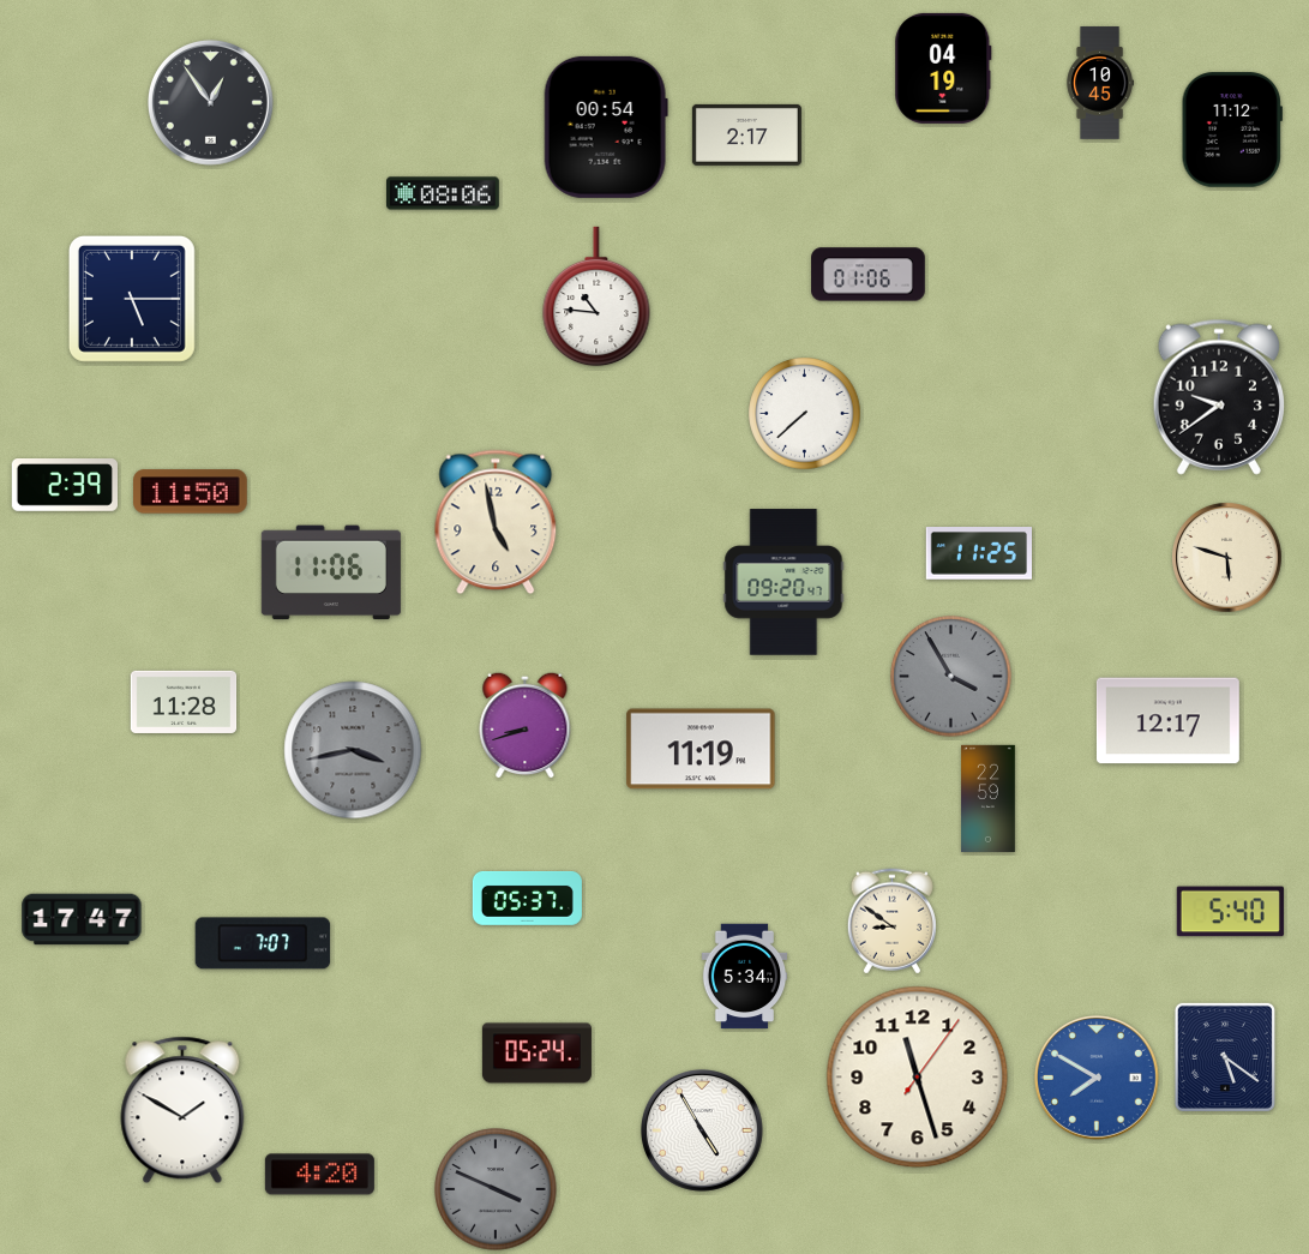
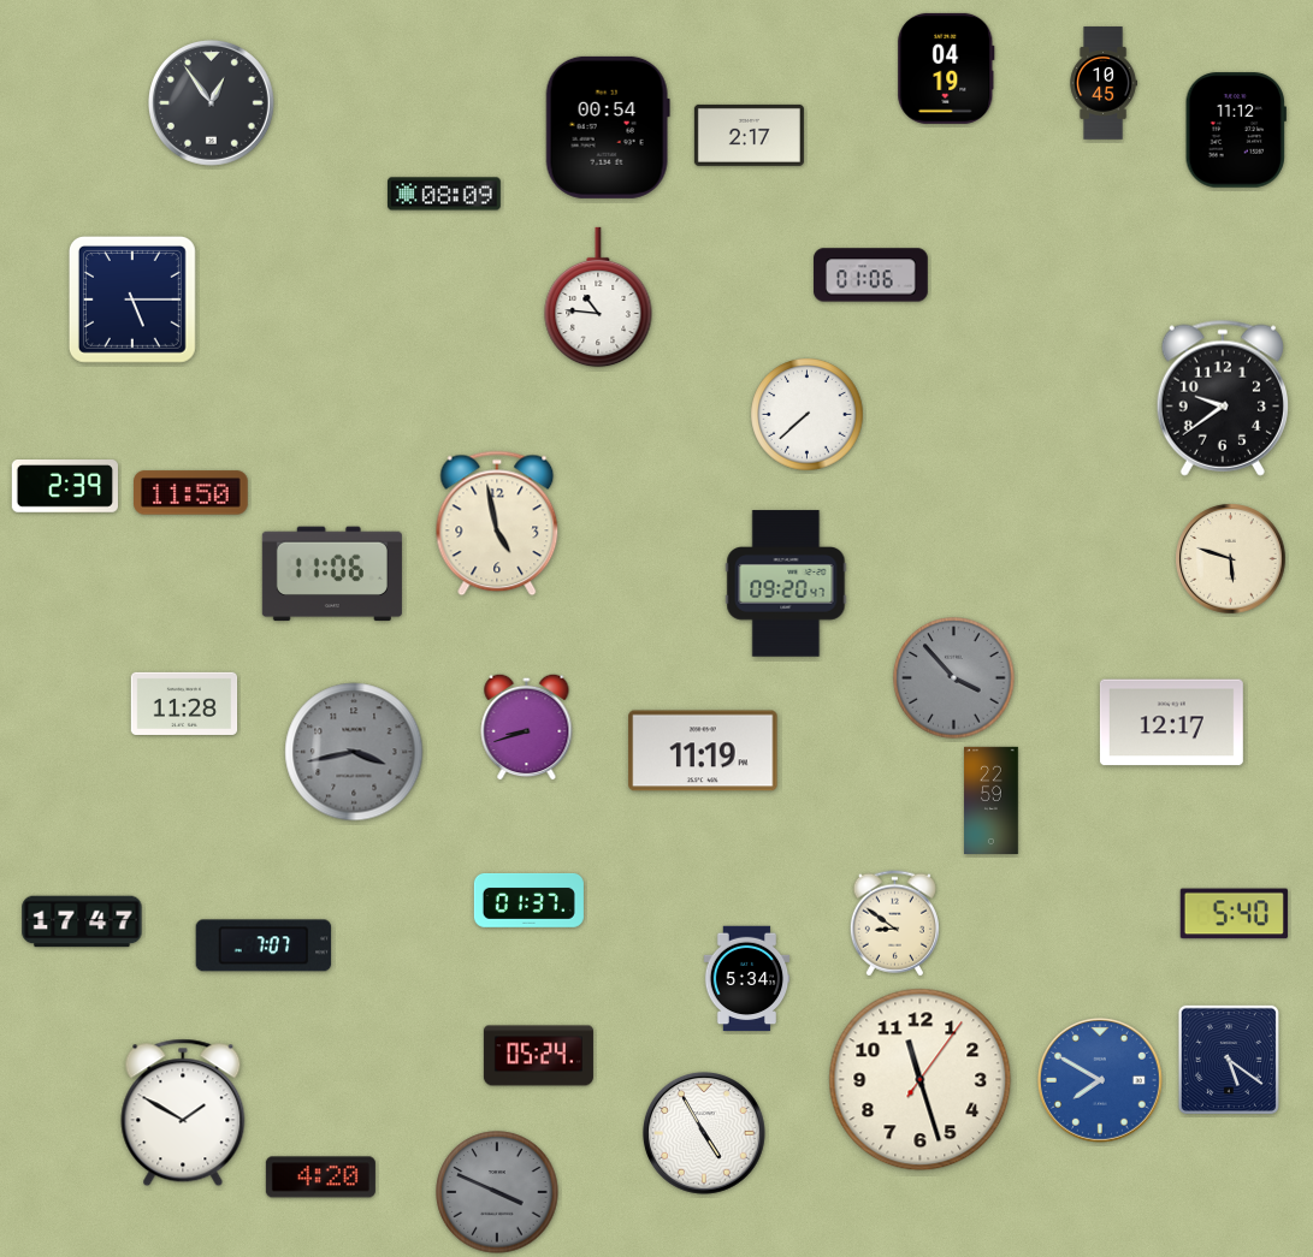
clock at (444, 193): 08:06 -> 08:09
clock at (978, 554): 11:25 -> none
clock at (951, 677): 3:55 -> 3:53
clock at (527, 898): 05:37 -> 01:37
